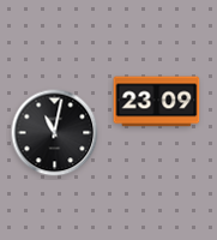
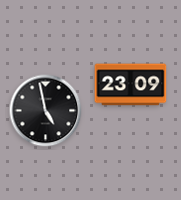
clock at (55, 133): 11:02 -> 4:58
